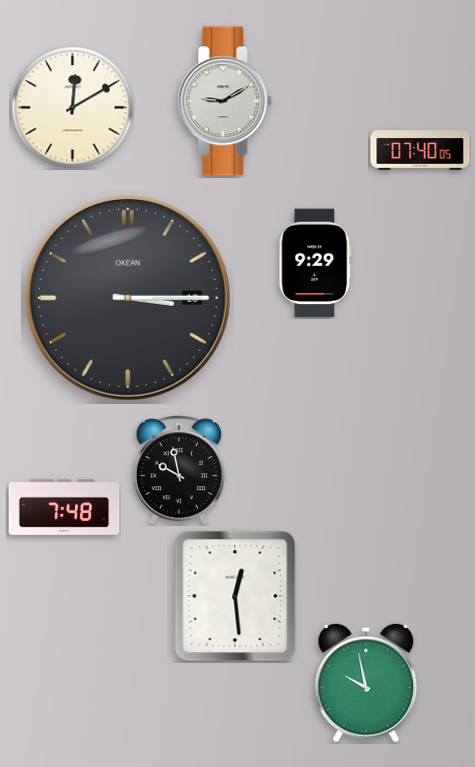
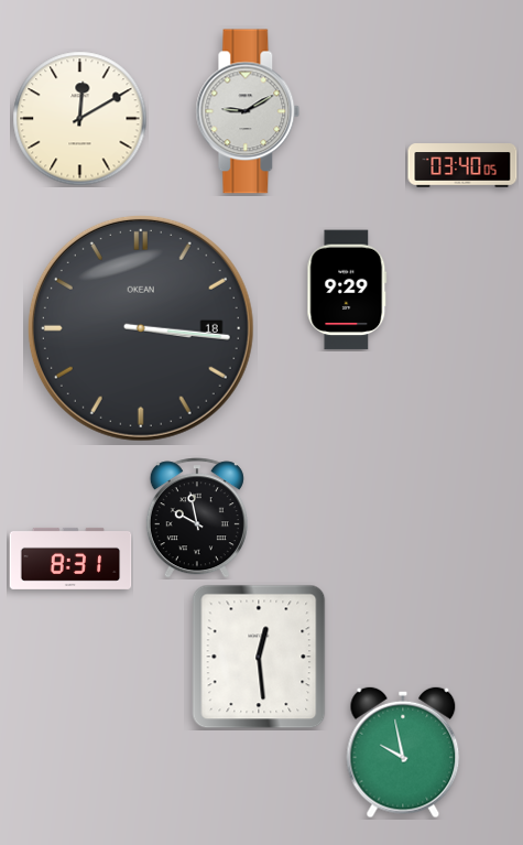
clock at (420, 150): 07:40 -> 03:40
clock at (128, 298): 3:15 -> 3:16
clock at (64, 507): 7:48 -> 8:31
